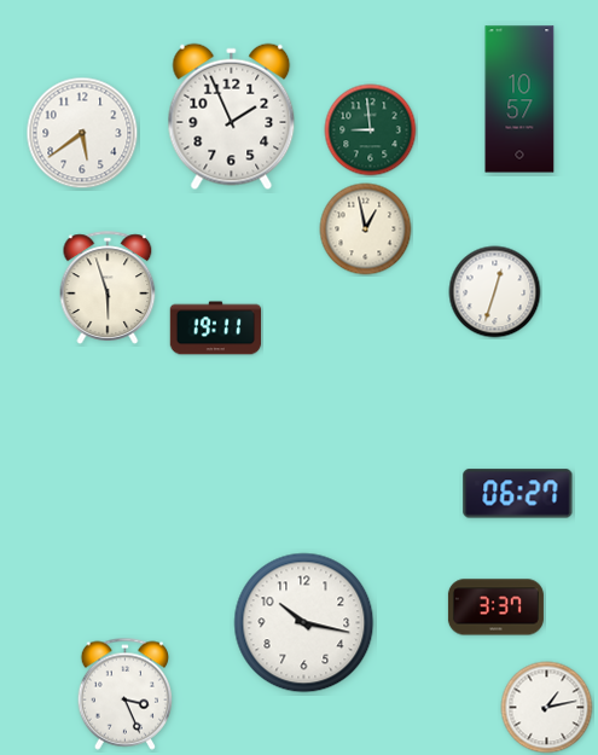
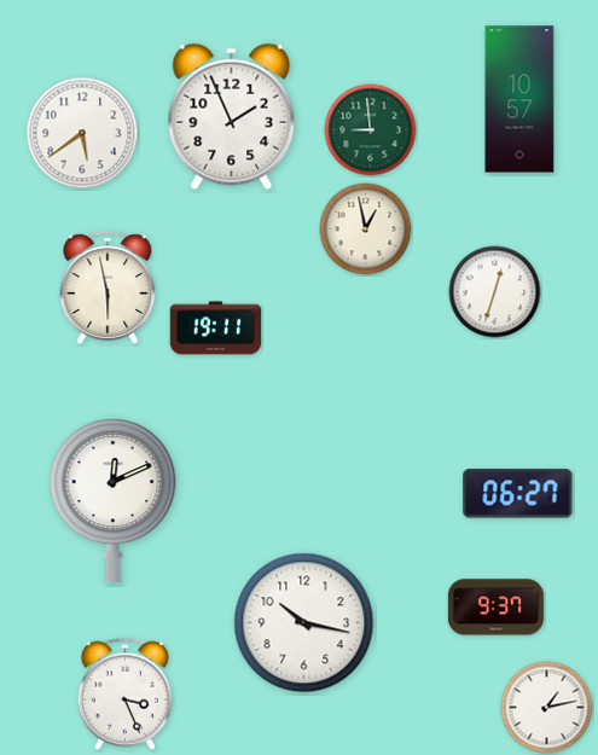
clock at (108, 288): 5:57 -> 5:58
clock at (114, 501): none -> 12:11
clock at (495, 608): 3:37 -> 9:37
